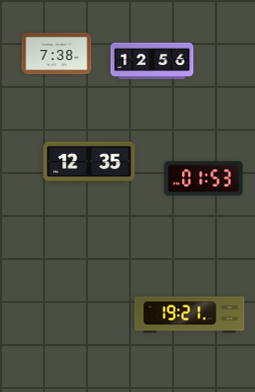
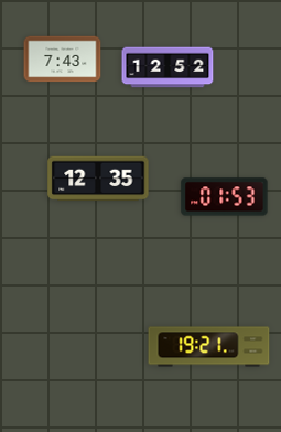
clock at (57, 54): 7:38 -> 7:43
clock at (152, 61): 12:56 -> 12:52
